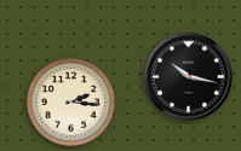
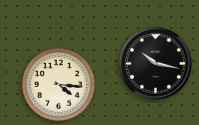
clock at (70, 101): 2:16 -> 4:16
